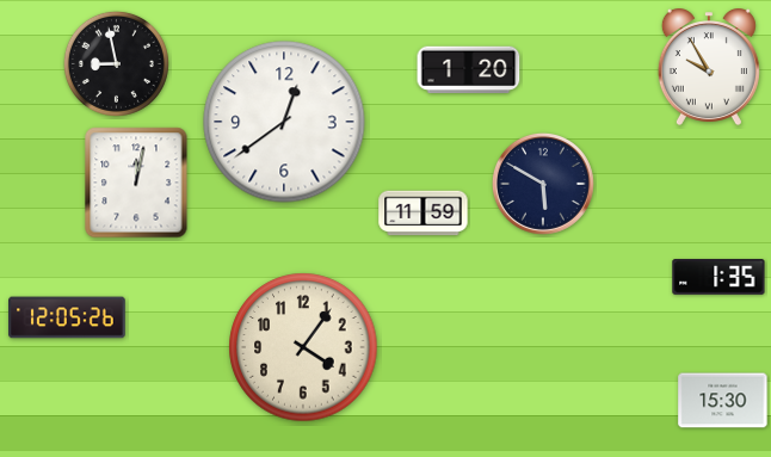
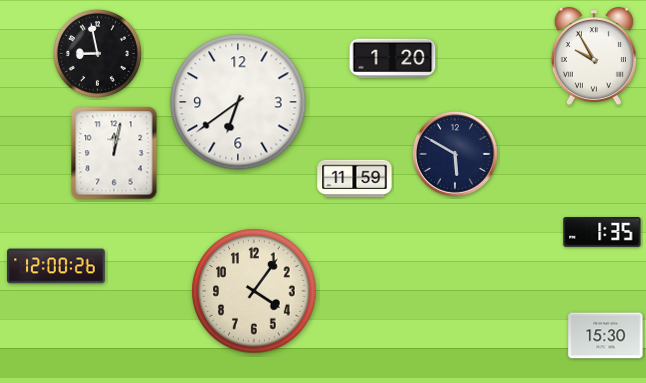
clock at (284, 122): 12:39 -> 6:39
clock at (67, 317): 12:05 -> 12:00
